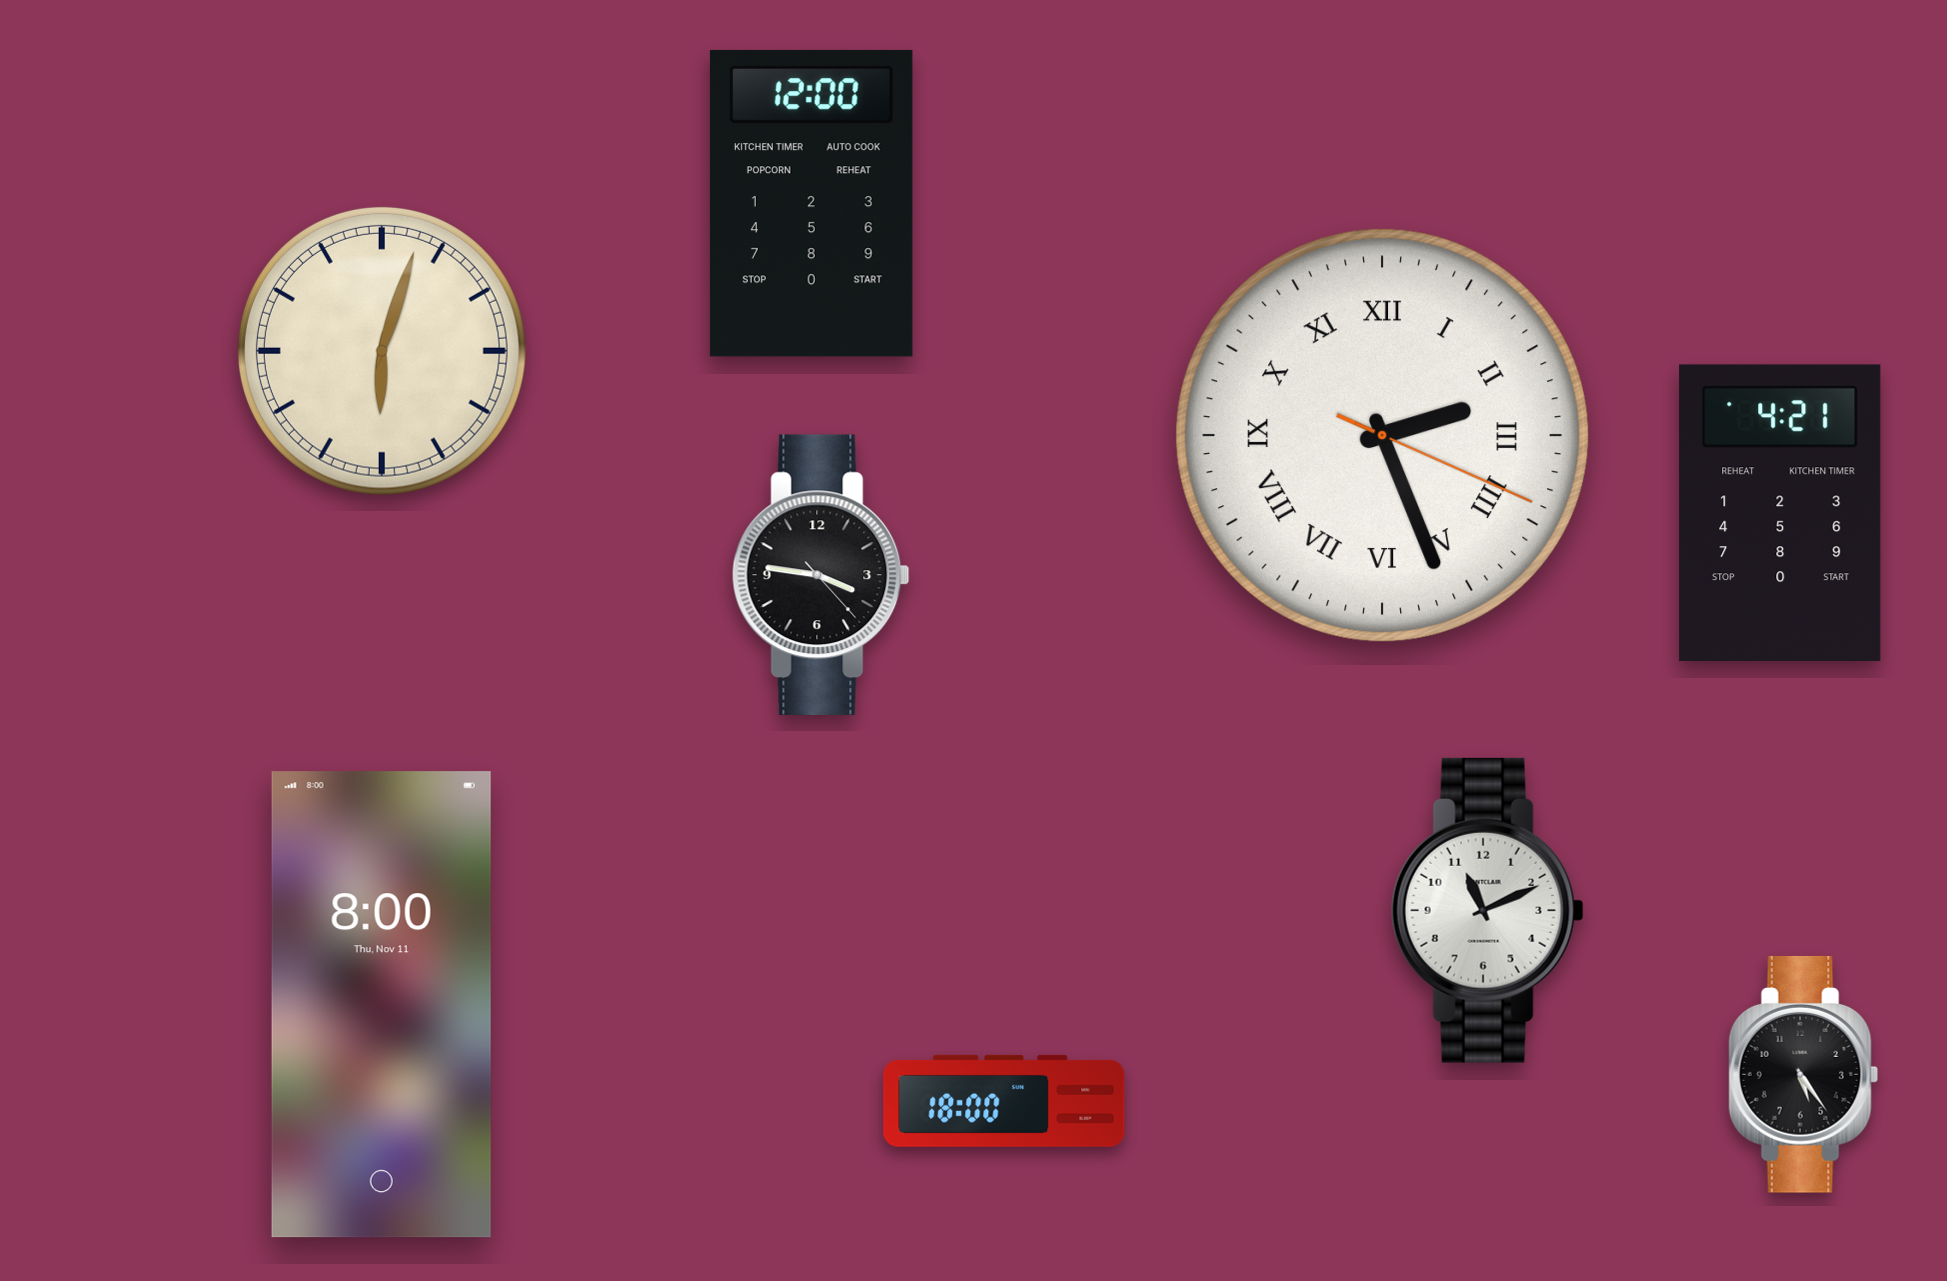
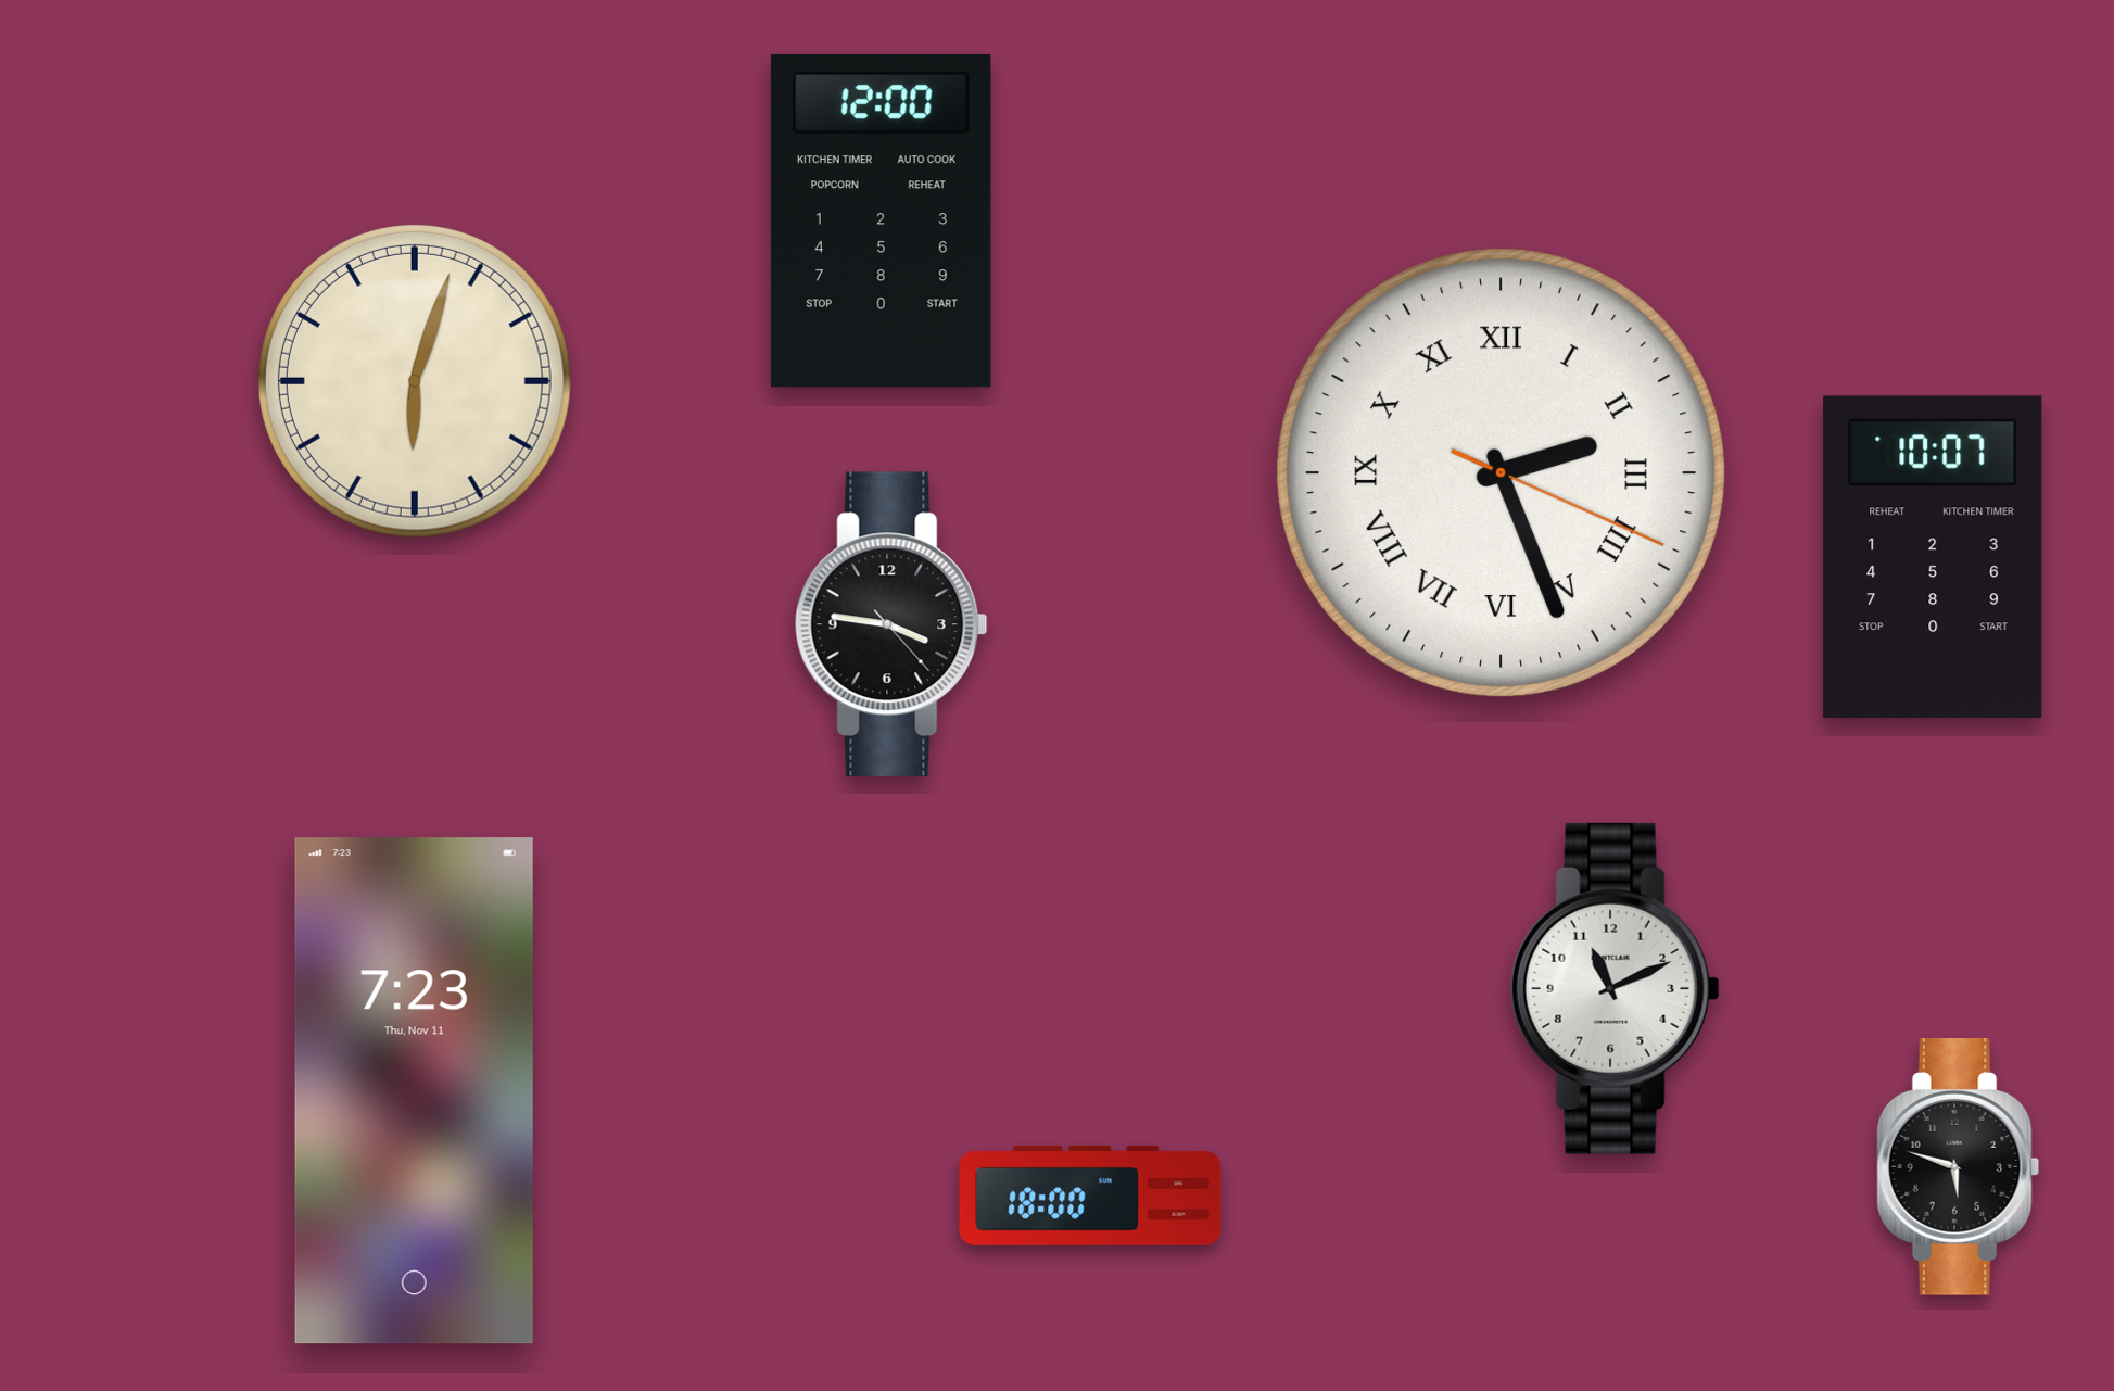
clock at (1780, 513): 4:21 -> 10:07
clock at (381, 1005): 8:00 -> 7:23
clock at (1804, 1074): 5:24 -> 5:48
